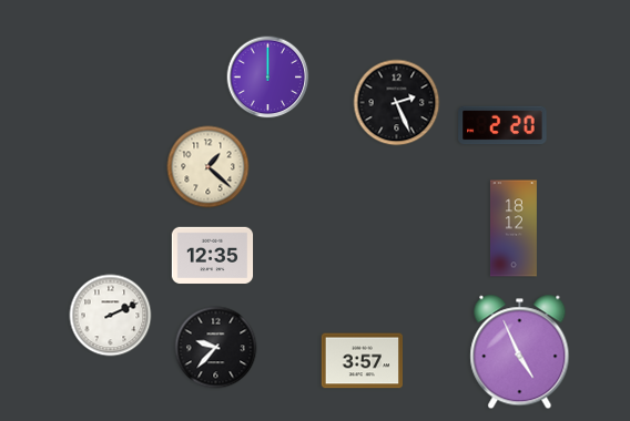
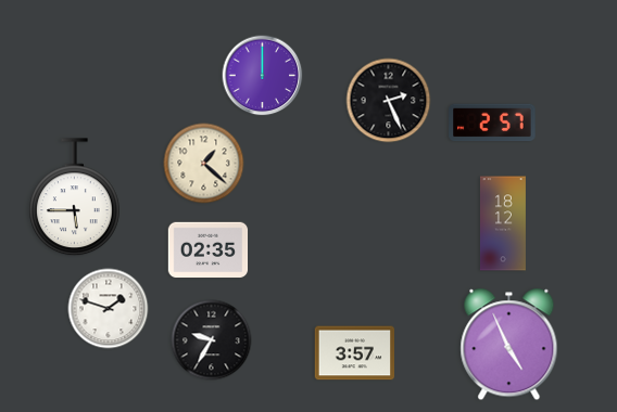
clock at (502, 125): 2:20 -> 2:57
clock at (75, 197): none -> 5:45
clock at (213, 256): 12:35 -> 02:35
clock at (111, 316): 2:11 -> 1:48
clock at (216, 348): 9:37 -> 9:35
